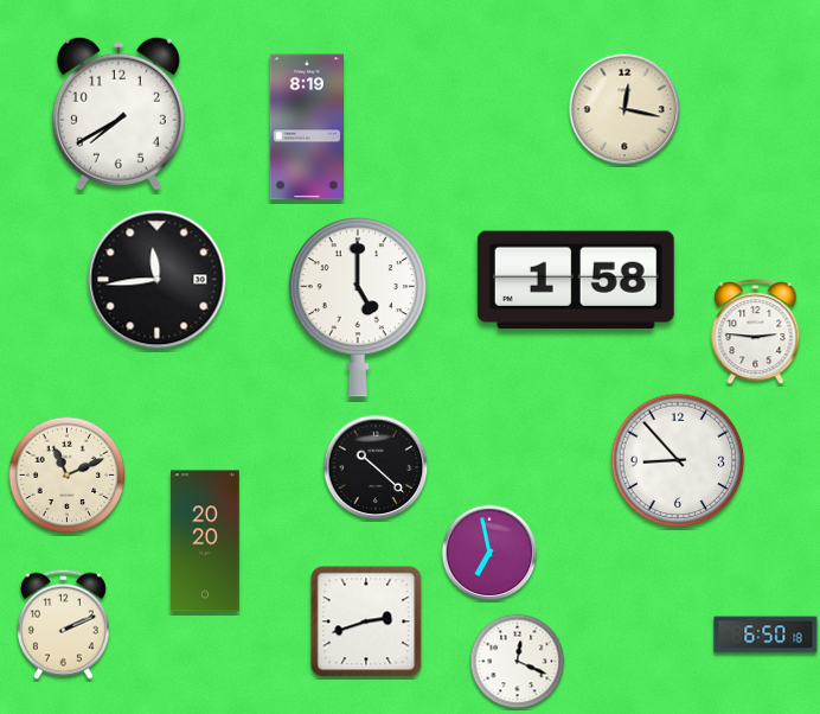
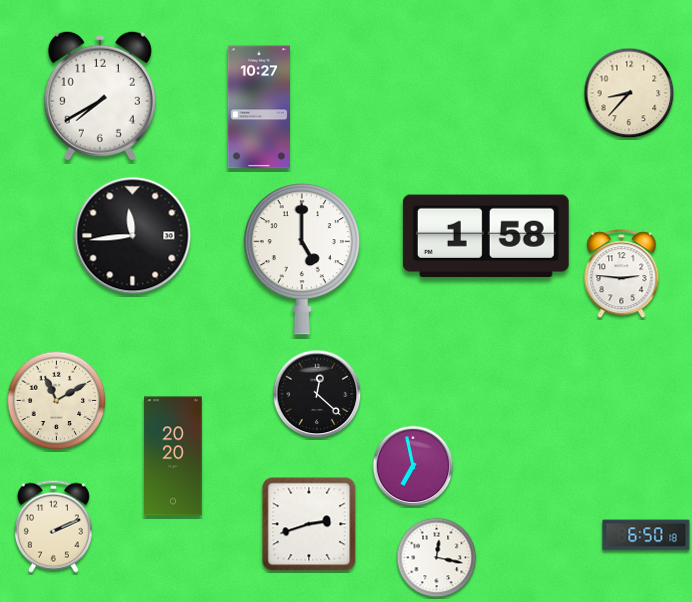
clock at (624, 109): 12:17 -> none
clock at (629, 93): none -> 8:37
clock at (306, 127): 8:19 -> 10:27
clock at (756, 332) position: (756, 332) -> (622, 274)
clock at (678, 460): 8:53 -> none
clock at (376, 467): 10:22 -> 12:22
clock at (68, 476): 11:11 -> 11:10
clock at (518, 662): 12:19 -> 12:17
